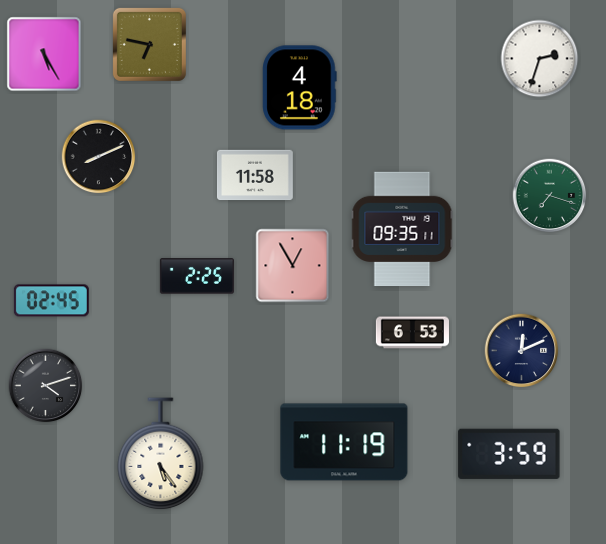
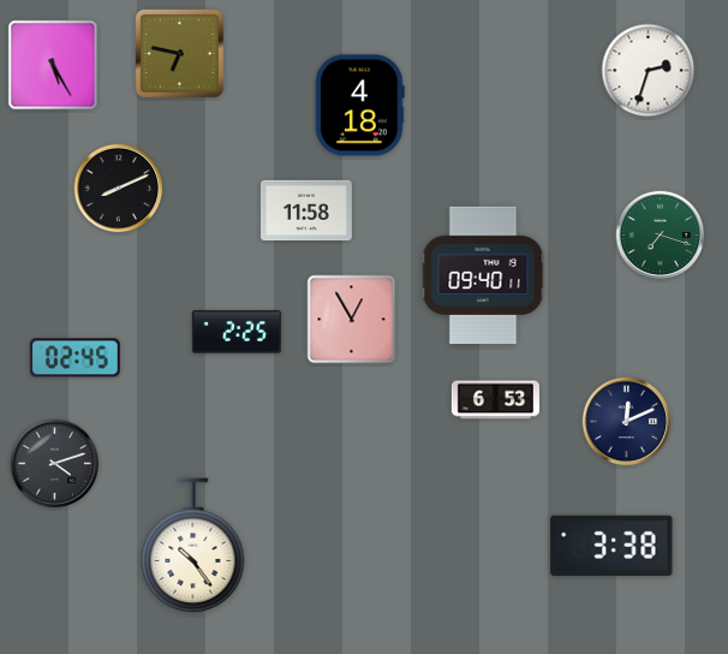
clock at (402, 229): 09:35 -> 09:40
clock at (51, 301) position: (51, 301) -> (74, 358)
clock at (344, 442): 11:19 -> none
clock at (161, 454): 5:24 -> 10:24
clock at (509, 454): 3:59 -> 3:38
